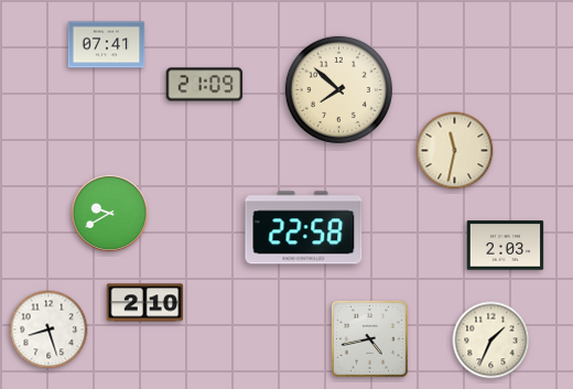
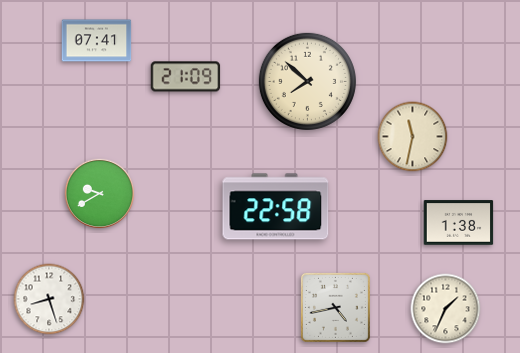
clock at (506, 246): 2:03 -> 1:38
clock at (145, 303): 2:10 -> none
clock at (48, 329) position: (48, 329) -> (49, 299)
